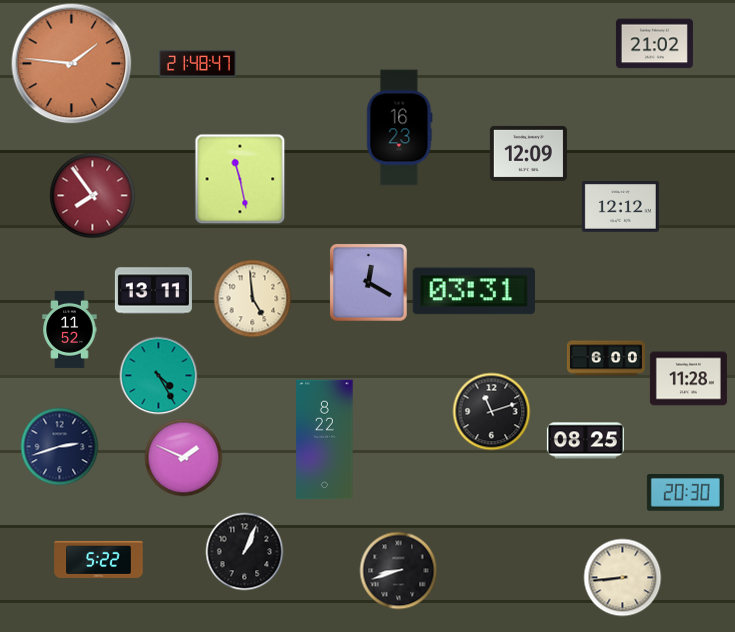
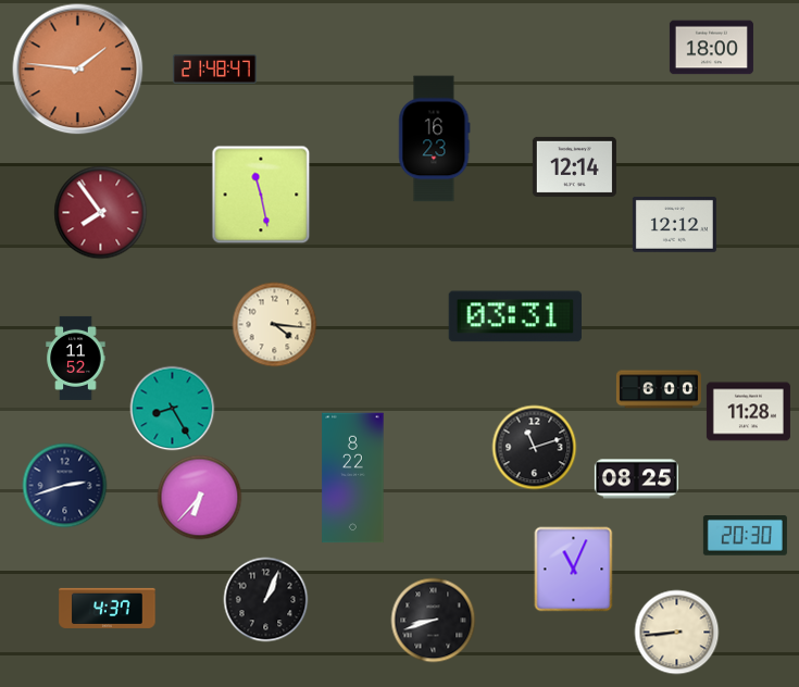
clock at (654, 44): 21:02 -> 18:00
clock at (528, 153): 12:09 -> 12:14
clock at (369, 283): 12:20 -> none
clock at (153, 291): 13:11 -> none
clock at (252, 298): 4:59 -> 4:16
clock at (158, 375): 4:25 -> 8:25
clock at (183, 457): 1:49 -> 6:37
clock at (574, 569): none -> 11:04
clock at (99, 559): 5:22 -> 4:37
clock at (622, 577) position: (622, 577) -> (676, 632)
